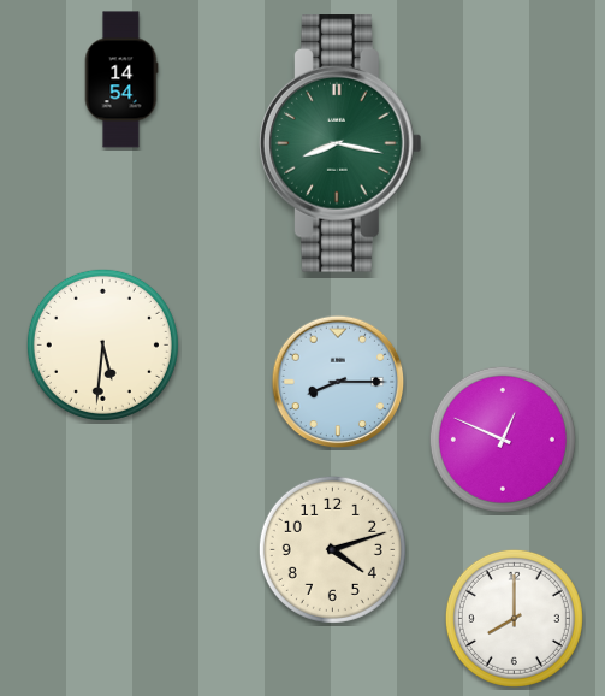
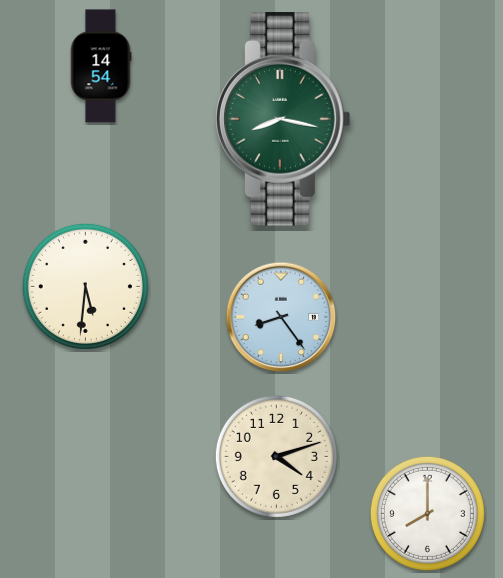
clock at (338, 382): 8:15 -> 8:24
clock at (503, 440): 12:49 -> none
